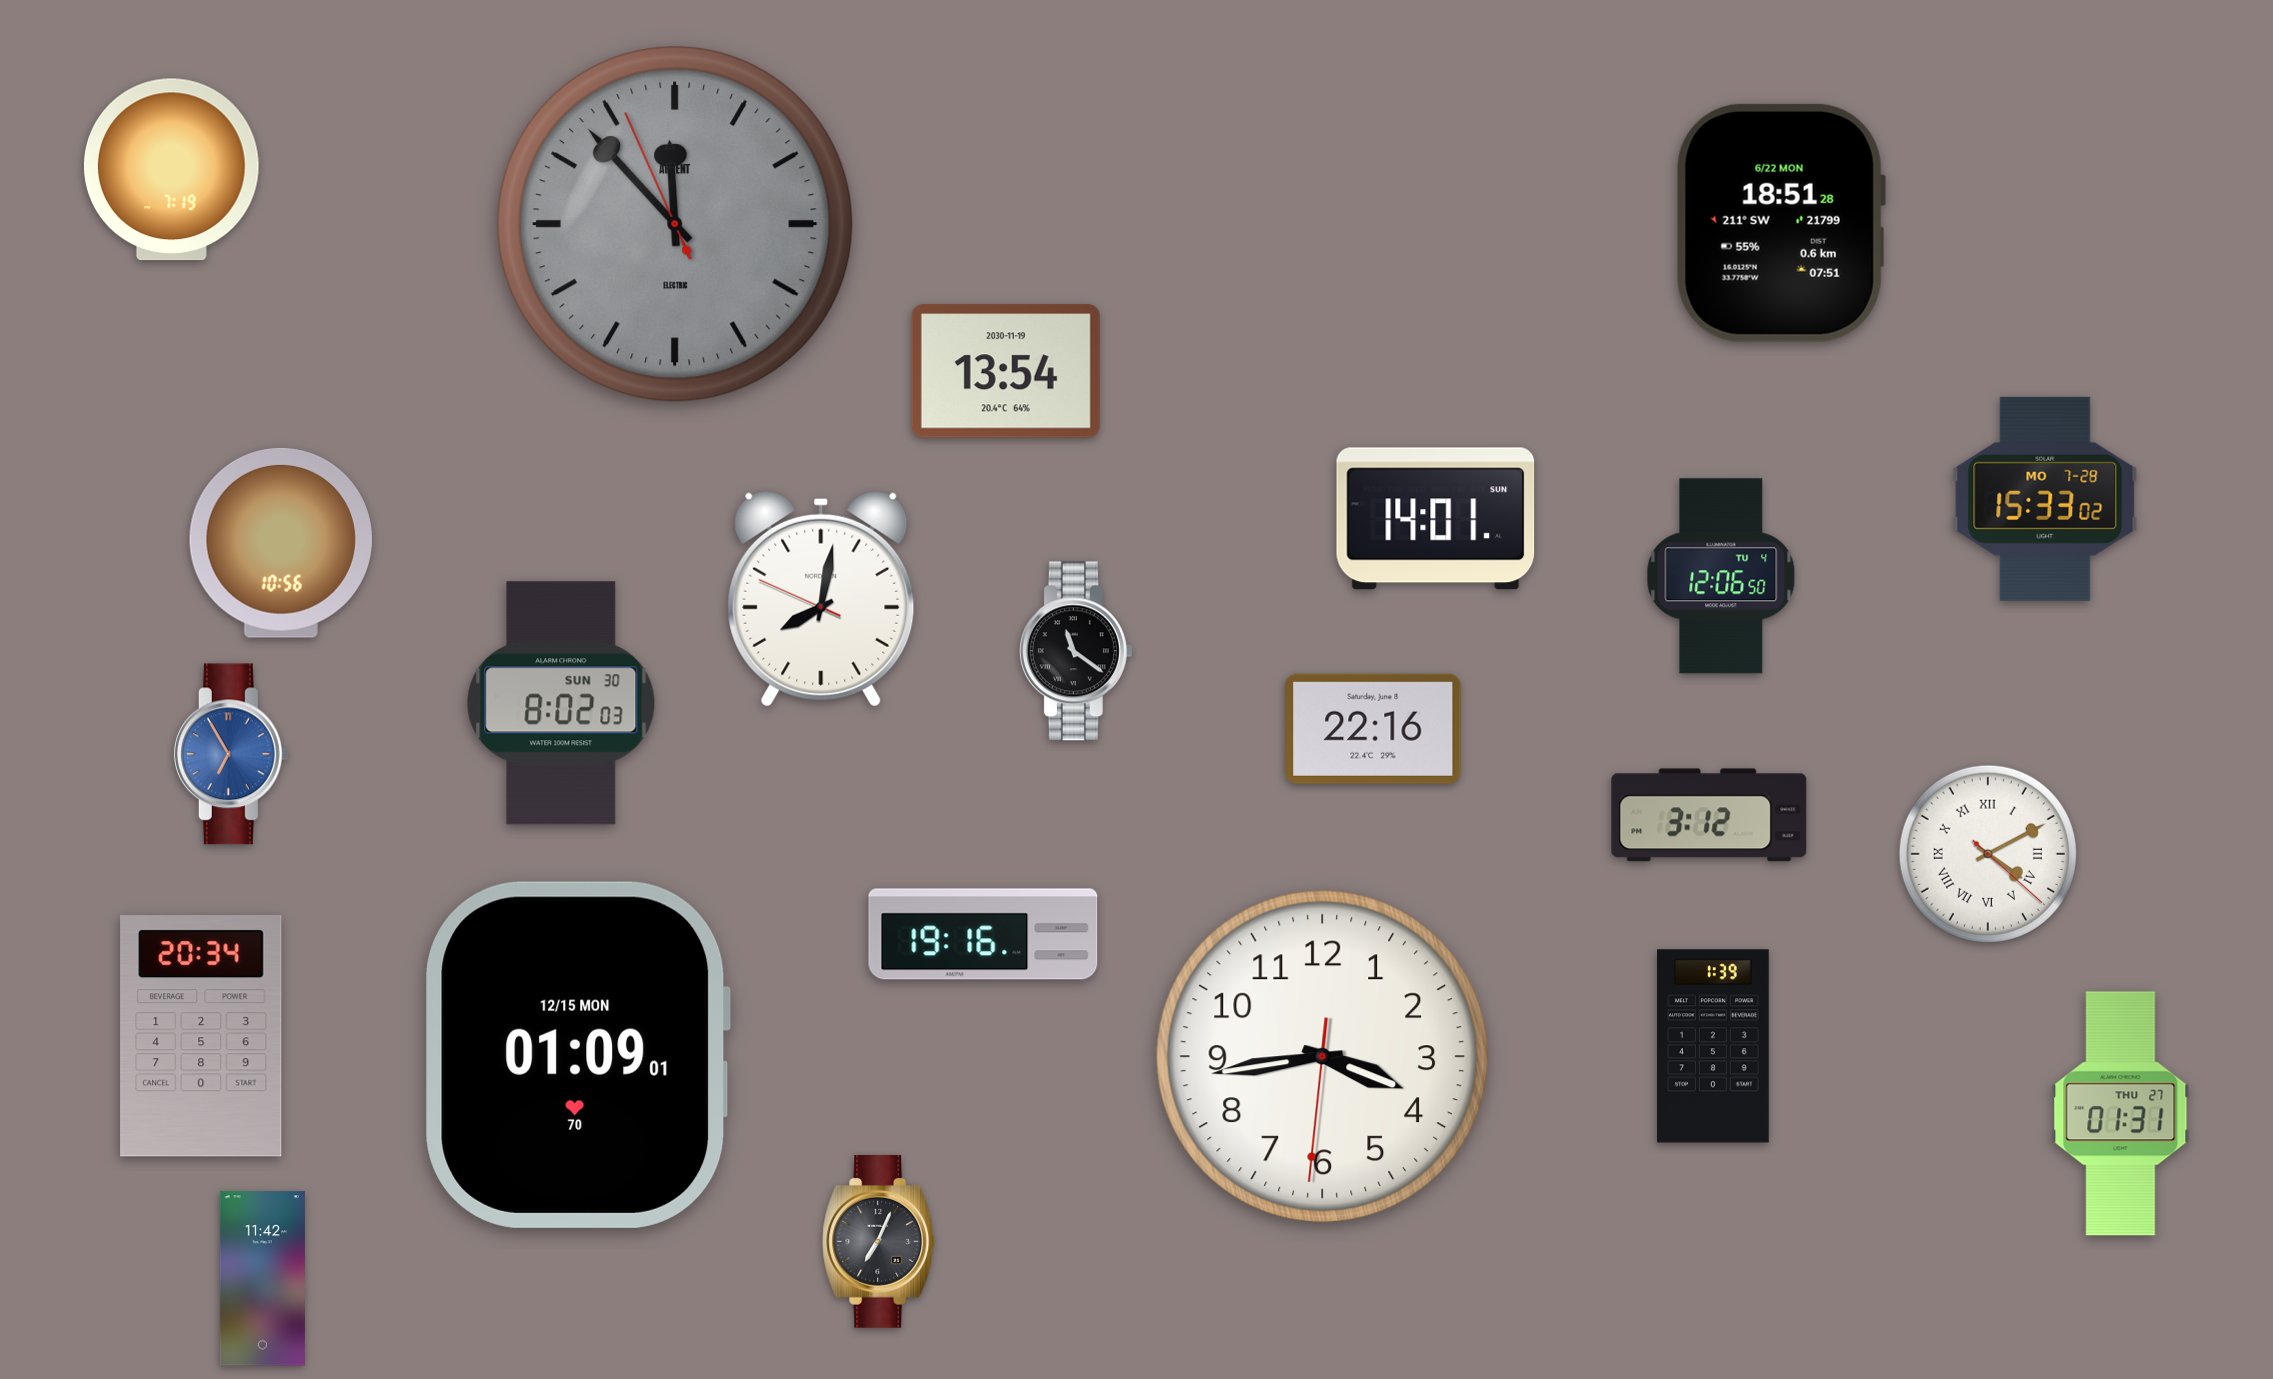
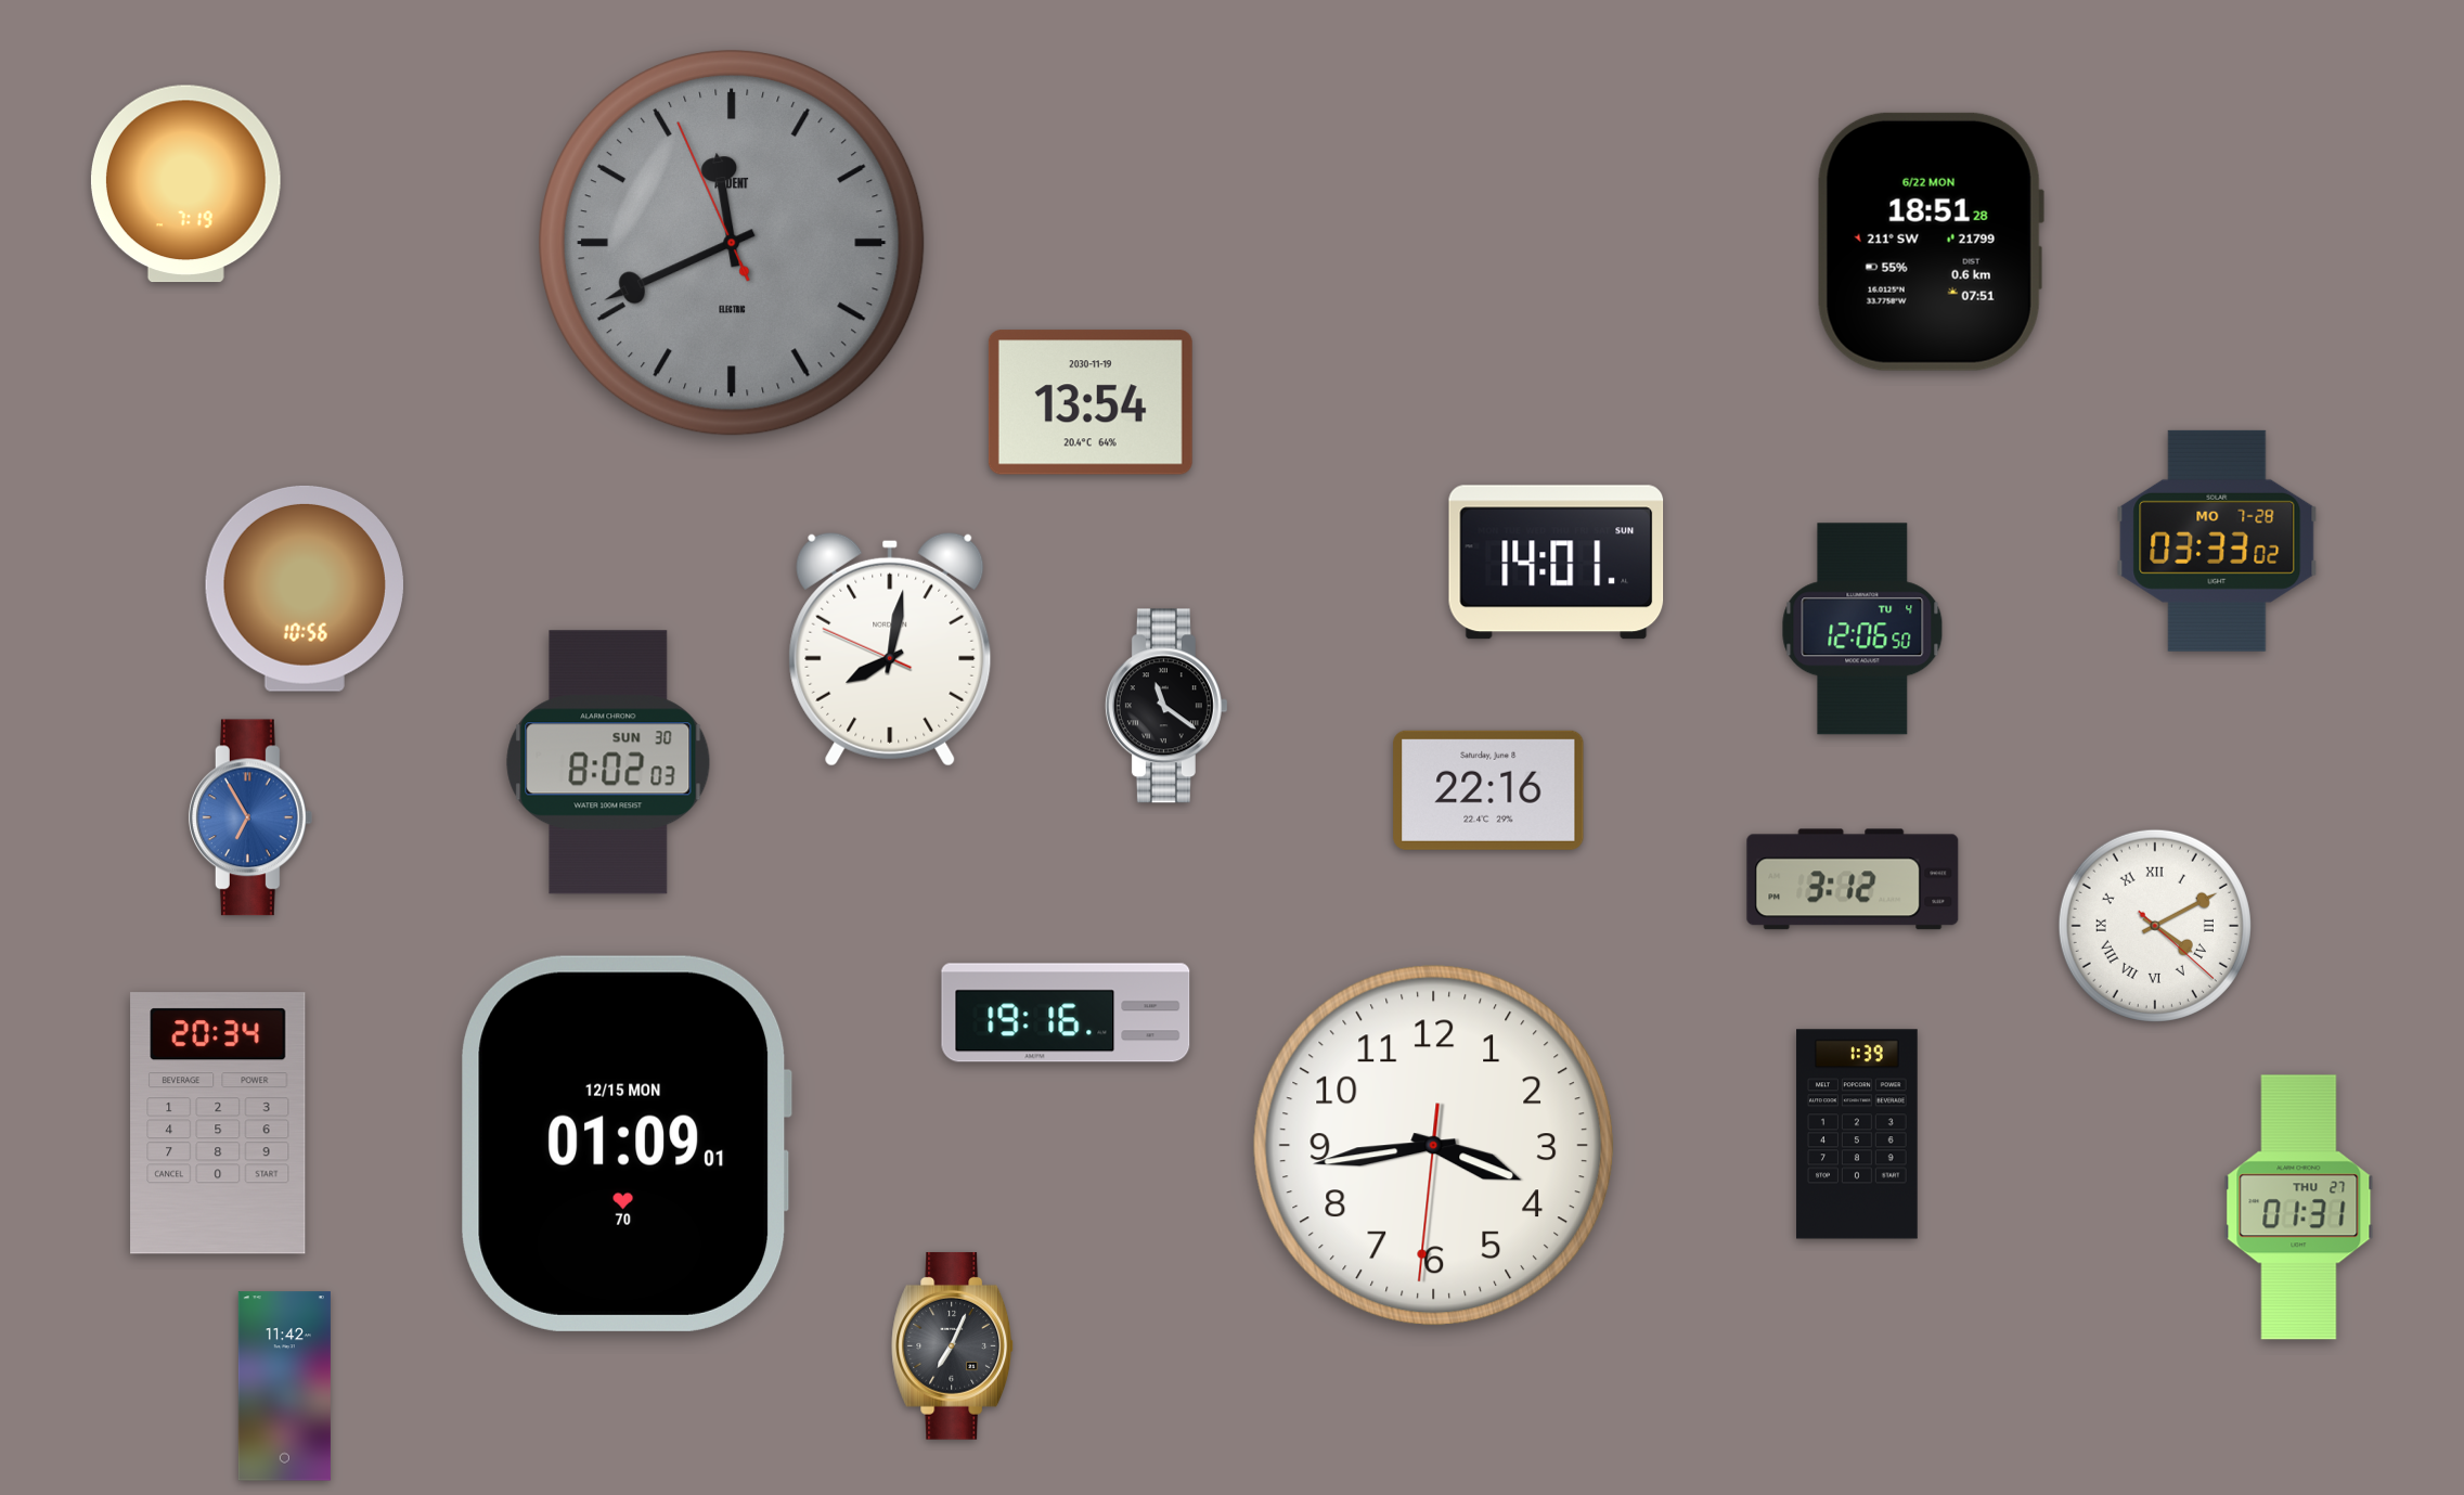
clock at (675, 224): 11:52 -> 11:40
clock at (2045, 499): 15:33 -> 03:33
clock at (1721, 576) position: (1721, 576) -> (1862, 629)
clock at (1709, 815) position: (1709, 815) -> (1853, 879)
